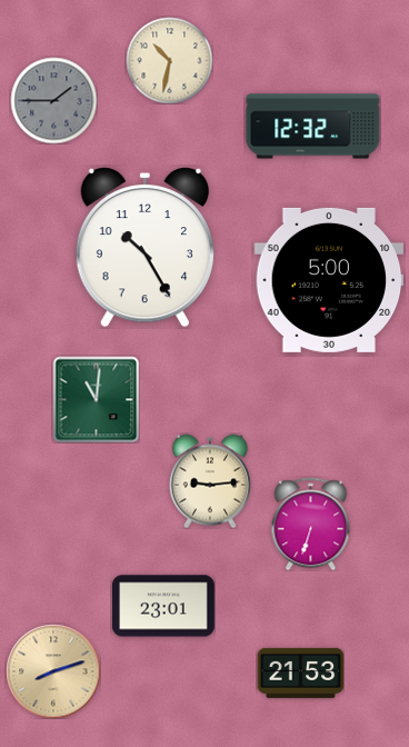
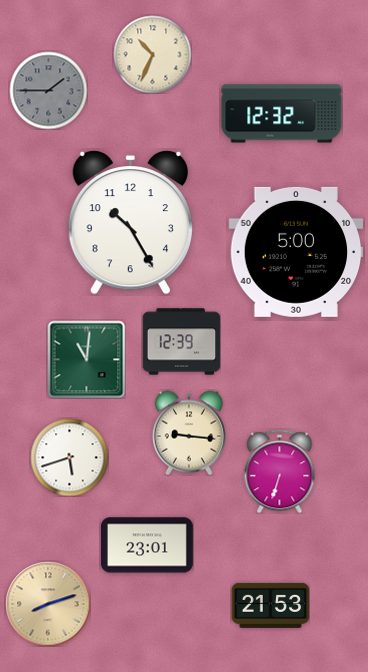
clock at (169, 60): 10:32 -> 10:34
clock at (181, 342): none -> 12:39
clock at (210, 481): 9:14 -> 9:16
clock at (69, 457): none -> 5:42
